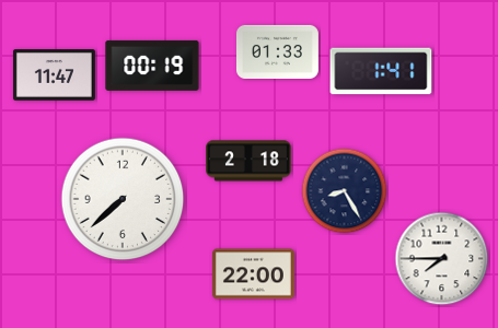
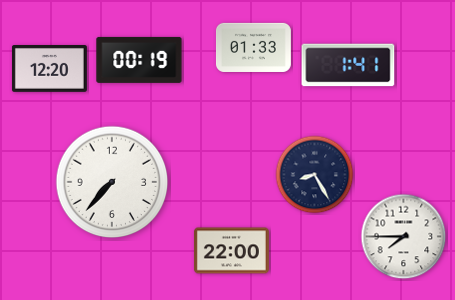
clock at (54, 75): 11:47 -> 12:20
clock at (248, 161): 2:18 -> none
clock at (123, 199): 7:38 -> 7:37
